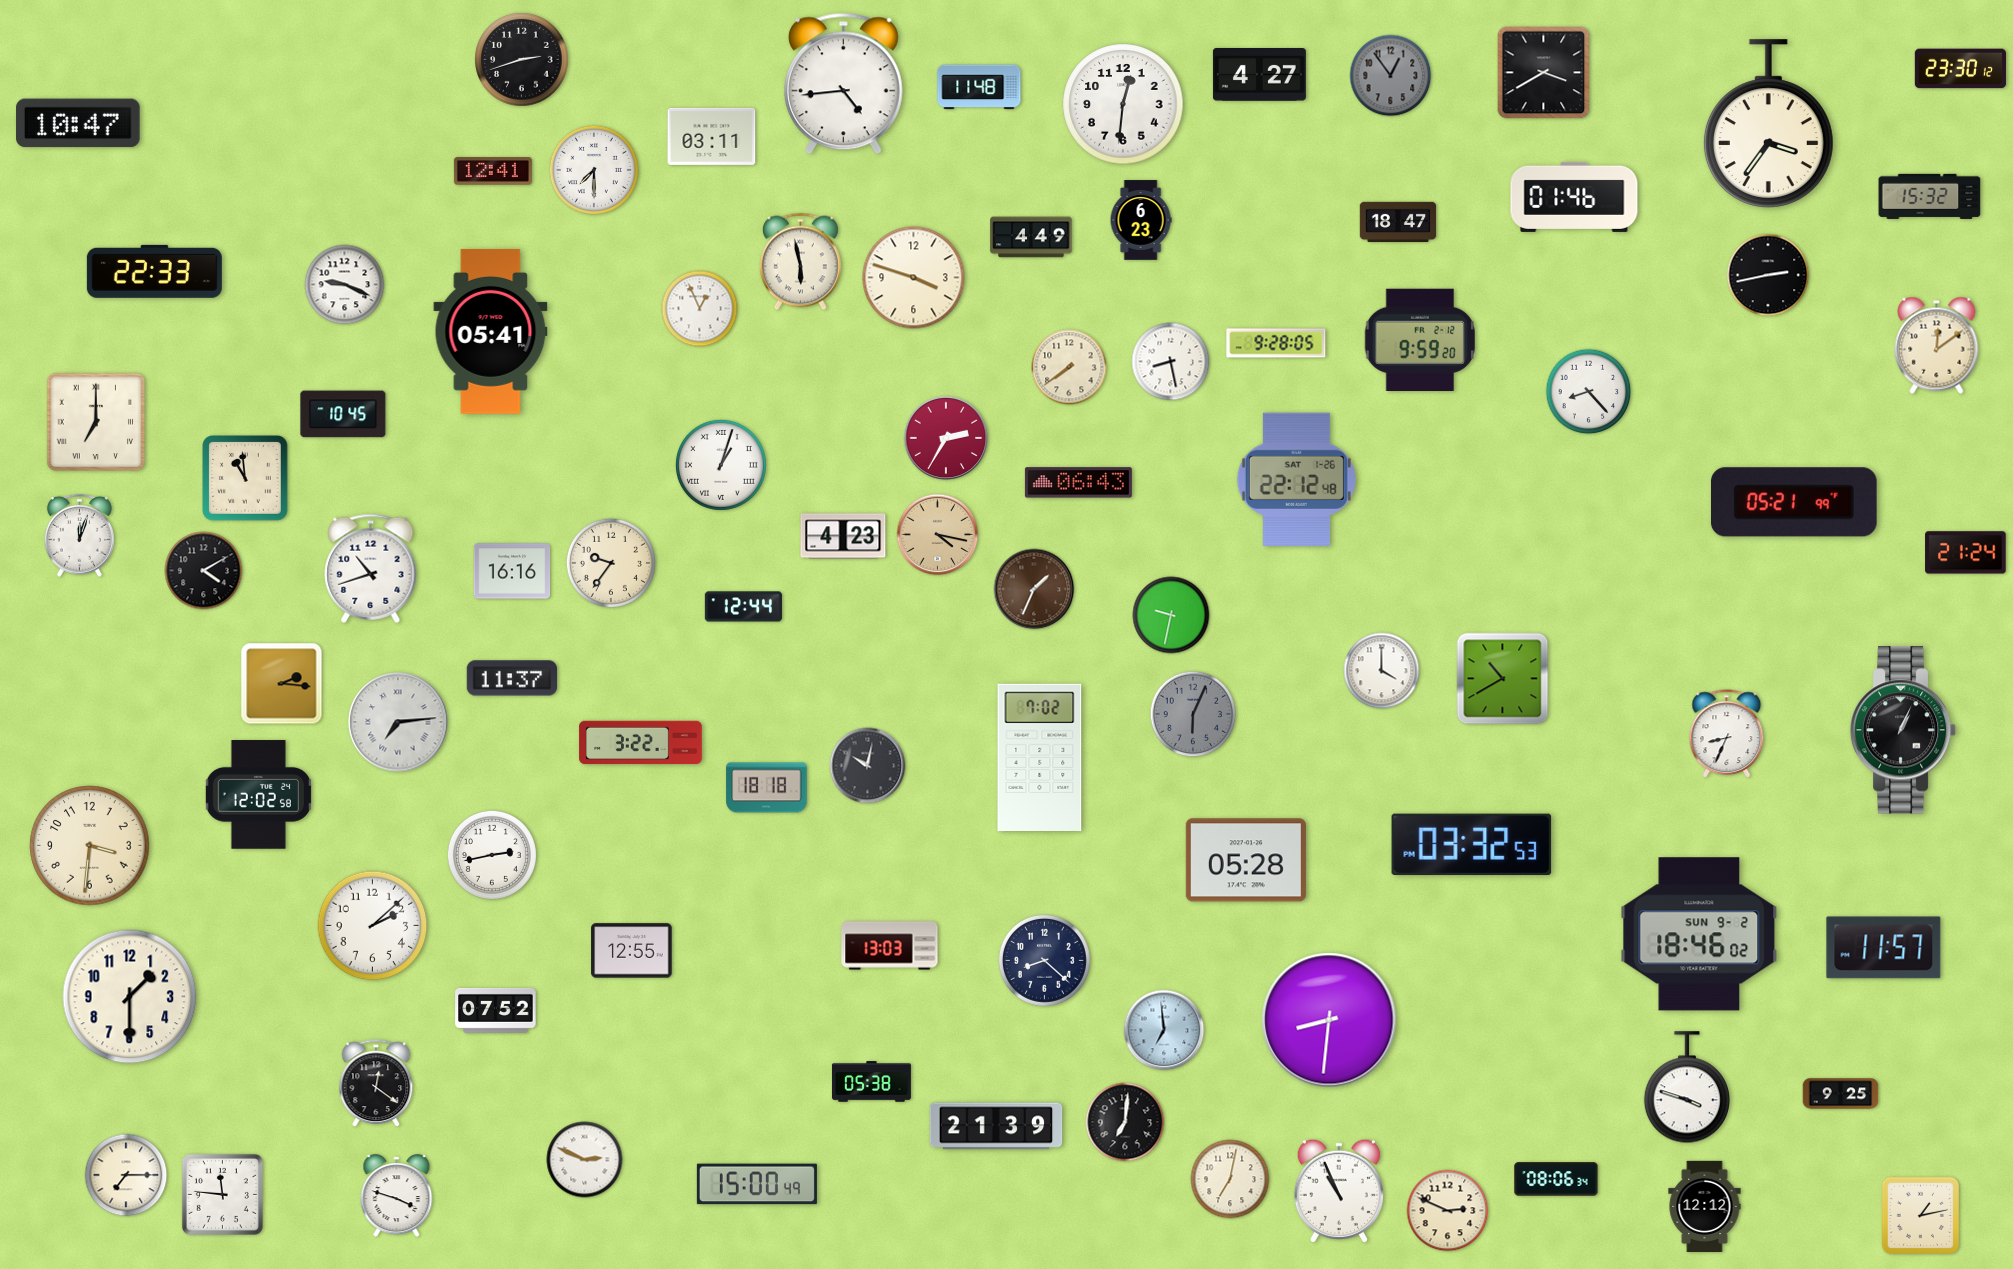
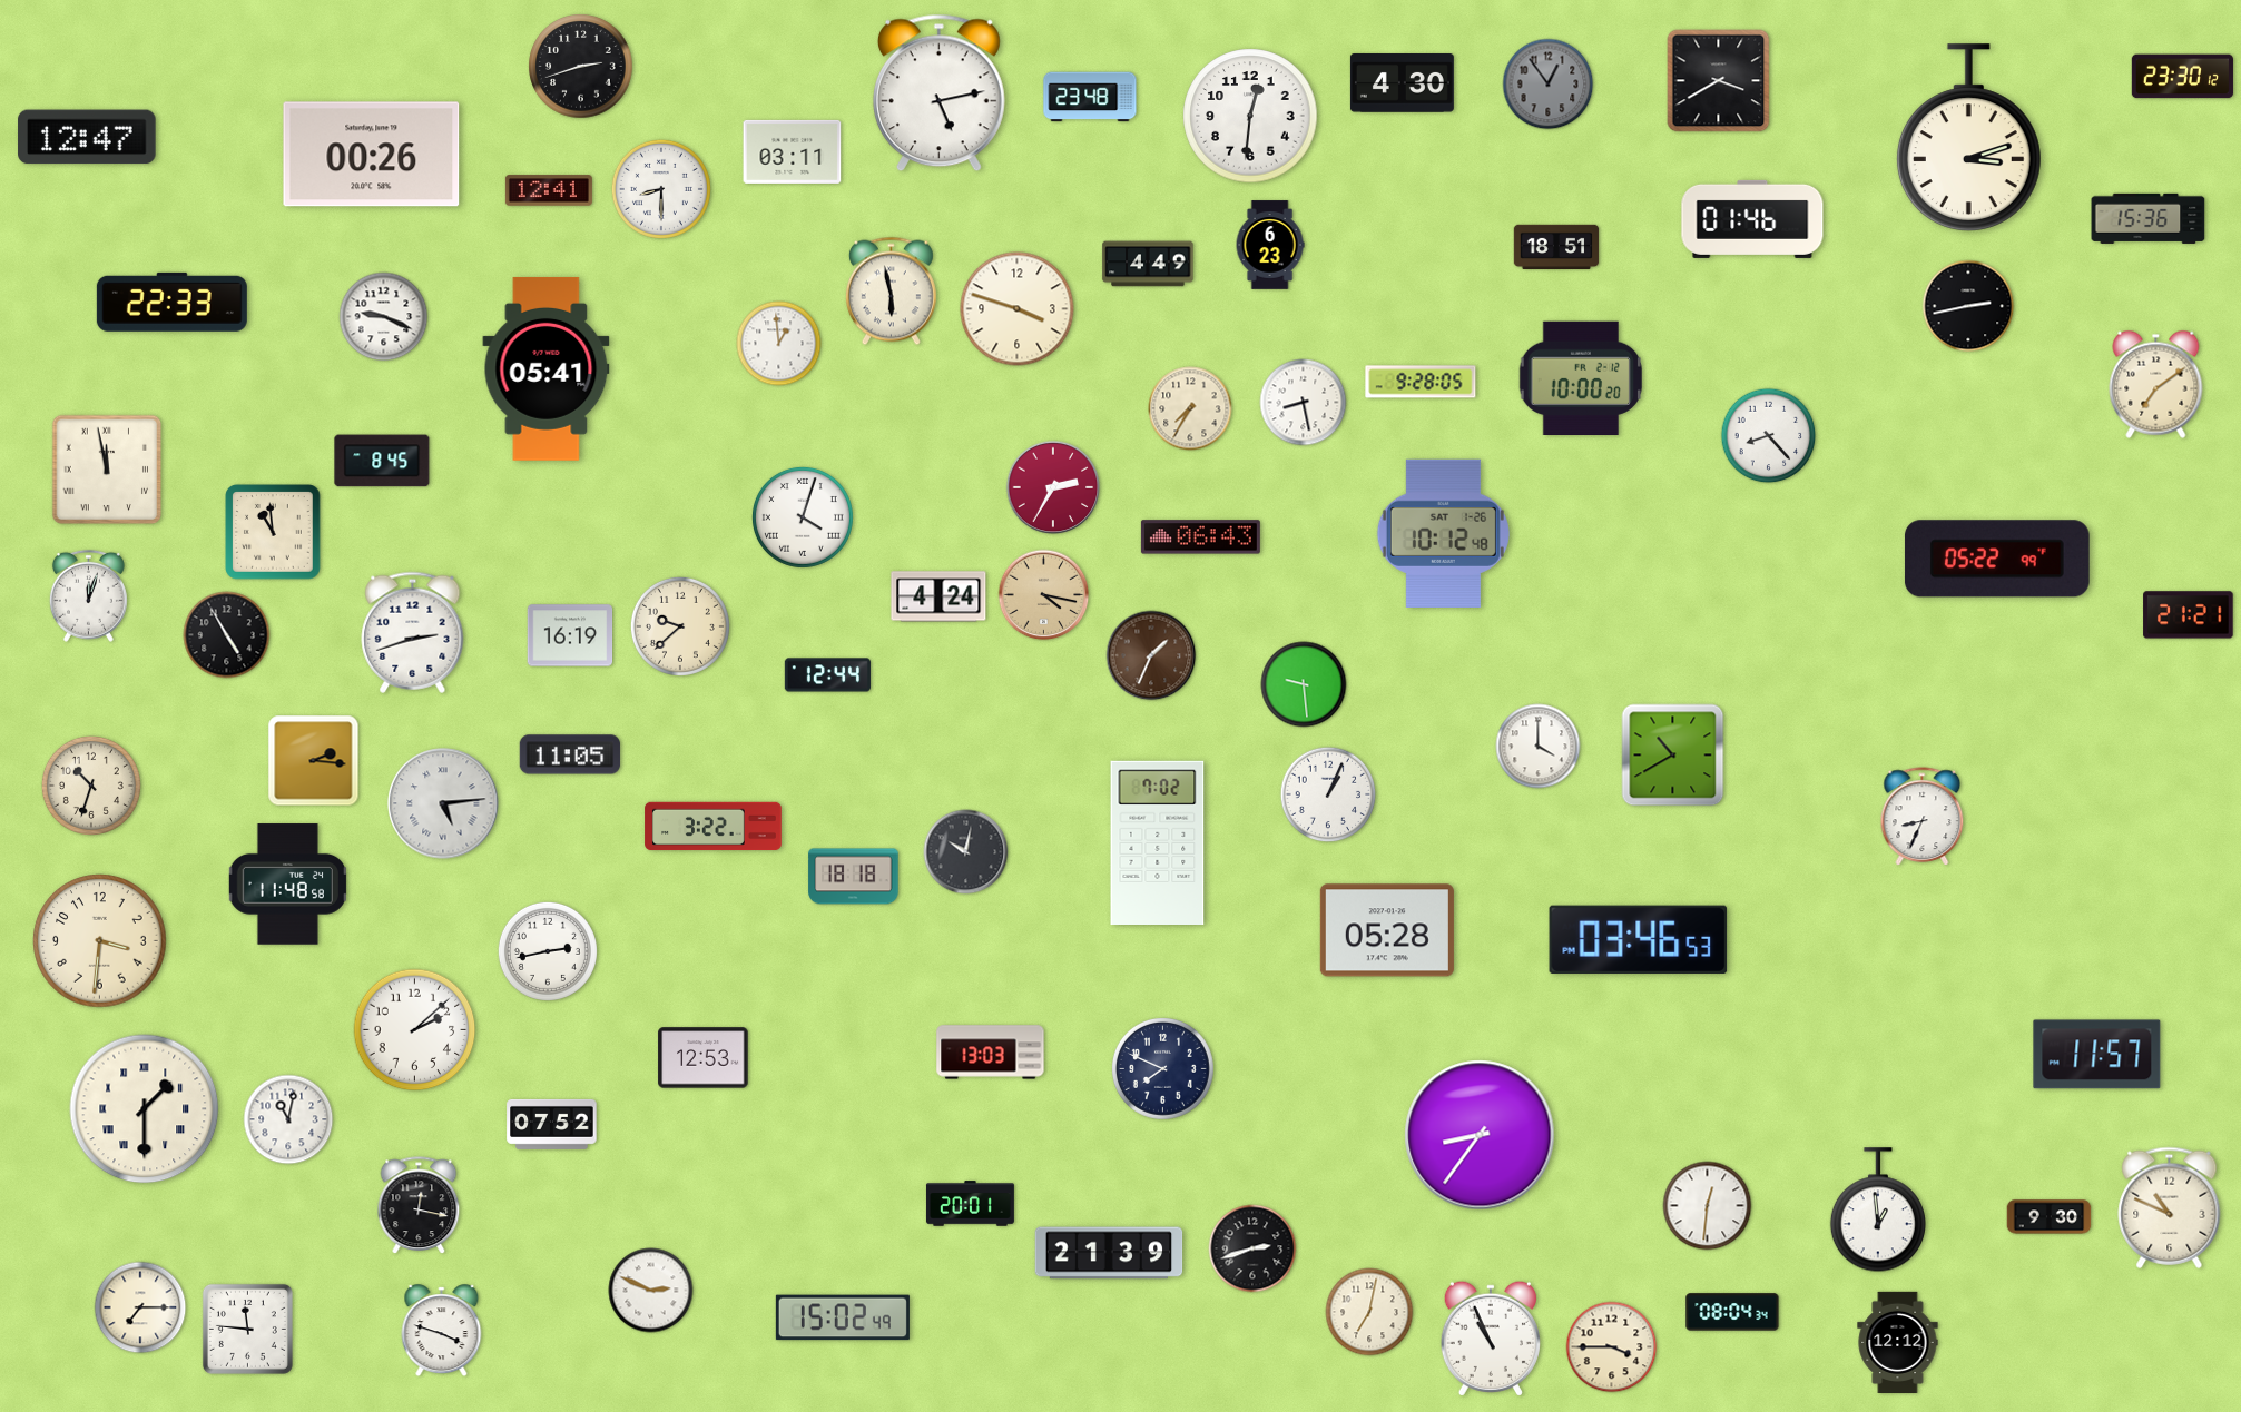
clock at (1259, 75): 4:27 -> 4:30
clock at (843, 84): 4:44 -> 5:13
clock at (979, 87): 11:48 -> 23:48
clock at (78, 123): 10:47 -> 12:47
clock at (1768, 124): 3:36 -> 3:12
clock at (372, 155): none -> 00:26
clock at (594, 170): 7:30 -> 8:30
clock at (1930, 196): 15:32 -> 15:36
clock at (1398, 222): 18:47 -> 18:51
clock at (700, 309): 12:56 -> 12:59
clock at (1419, 339): 9:59 -> 10:00
clock at (1937, 345): 12:09 -> 7:09
clock at (1069, 367): 7:39 -> 7:35
clock at (343, 414): 10:45 -> 8:45
clock at (96, 422): 7:00 -> 11:58
clock at (721, 465): 1:03 -> 4:03
clock at (1296, 479): 22:12 -> 10:12
clock at (1794, 502): 05:21 -> 05:22
clock at (843, 536): 4:23 -> 4:24
clock at (1966, 553): 21:24 -> 21:21
clock at (611, 563): 9:36 -> 9:38
clock at (371, 568): 10:42 -> 2:42
clock at (204, 571): 4:10 -> 4:55
clock at (512, 571): 16:16 -> 16:19
clock at (1171, 615): 9:32 -> 9:29
clock at (512, 678): 11:37 -> 11:05
clock at (91, 786): none -> 10:33
clock at (1193, 714): 6:04 -> 1:04
clock at (1193, 714) dial: grey -> white
clock at (398, 722): 7:14 -> 5:14
clock at (1903, 730): 1:04 -> none
clock at (258, 795): 12:02 -> 11:48
clock at (1472, 845): 03:32 -> 03:46
clock at (1246, 860) position: (1246, 860) -> (1387, 930)
clock at (1699, 934): 18:46 -> none
clock at (632, 951): 12:55 -> 12:53
clock at (1045, 961): 8:22 -> 7:49
clock at (130, 997) numerals: Arabic -> Roman
clock at (288, 1119): none -> 11:02
clock at (1329, 1020): 8:31 -> 8:36
clock at (1164, 1030): 6:59 -> none
clock at (872, 1082): 05:38 -> 20:01
clock at (376, 1084): 12:21 -> 12:17
clock at (1708, 1206): none -> 12:31
clock at (2170, 1207): none -> 10:49
clock at (1687, 1088): 3:48 -> 12:59
clock at (1841, 1094): 9:25 -> 9:30
clock at (1125, 1122): 7:01 -> 2:42
clock at (1556, 1179): 08:06 -> 08:04
clock at (757, 1184): 15:00 -> 15:02
clock at (1339, 1191) position: (1339, 1191) -> (1491, 1339)
clock at (1448, 1211): 2:49 -> 3:45
clock at (1920, 1215): 1:13 -> none
